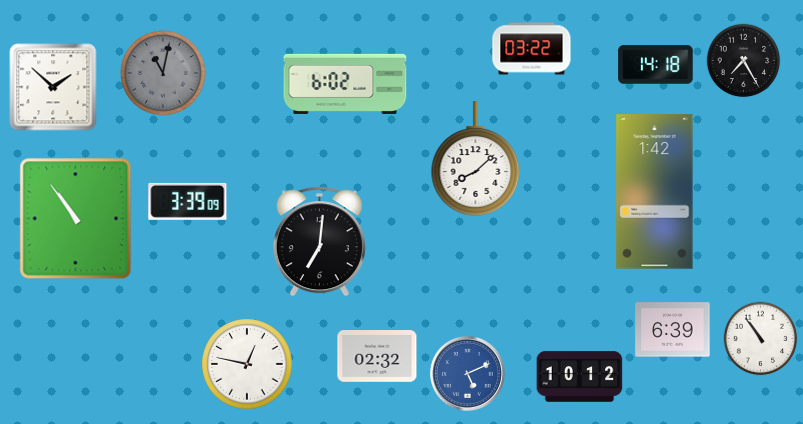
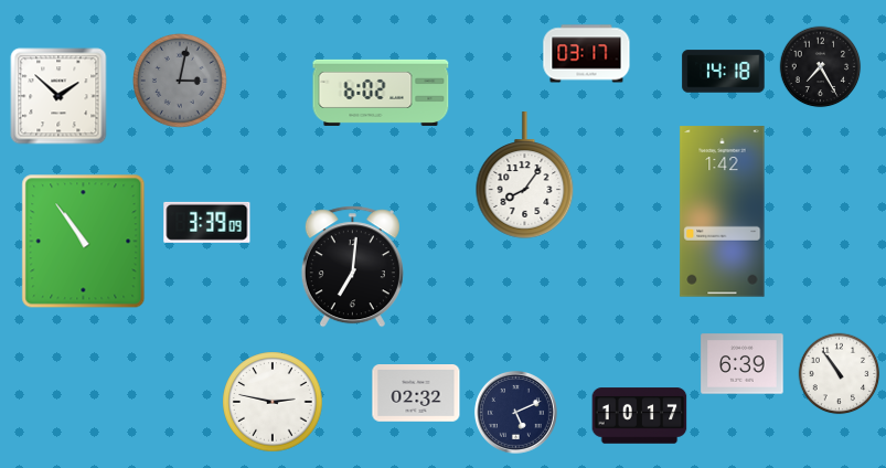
clock at (532, 49): 03:22 -> 03:17
clock at (163, 73): 11:02 -> 3:02
clock at (476, 159): 8:08 -> 8:06
clock at (247, 364): 12:47 -> 2:47
clock at (467, 373) dial: blue -> navy
clock at (580, 377): 10:12 -> 10:17
